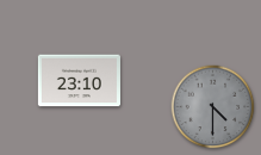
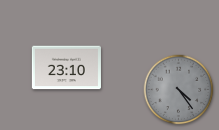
clock at (213, 107): 4:30 -> 4:24
